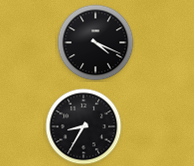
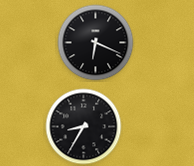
clock at (96, 43): 4:19 -> 6:19
